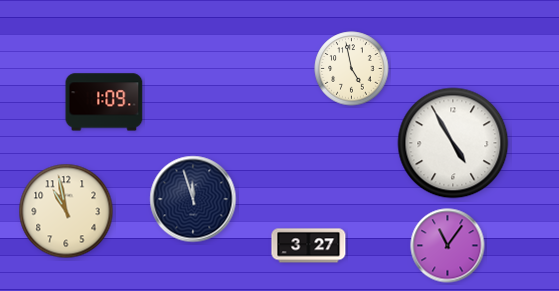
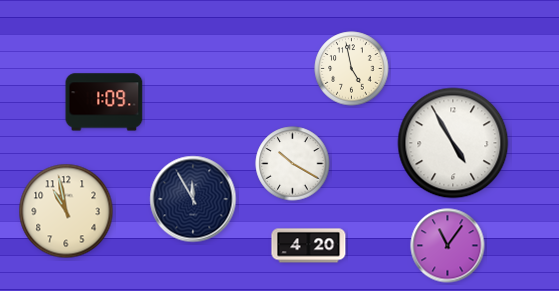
clock at (293, 164): none -> 10:20
clock at (193, 199): 11:57 -> 11:55
clock at (309, 246): 3:27 -> 4:20
